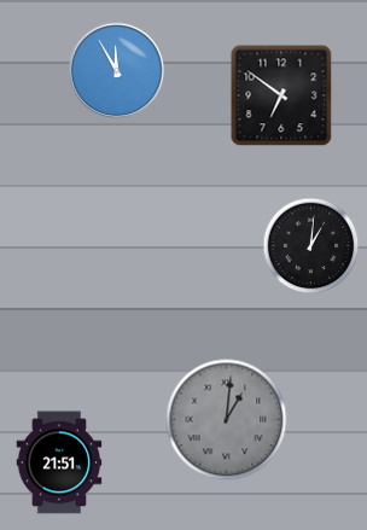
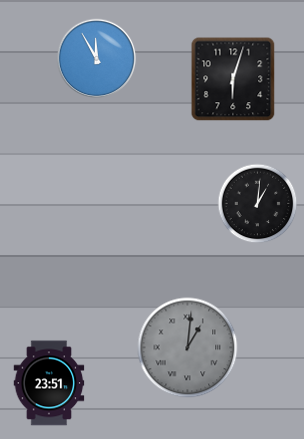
clock at (281, 95): 6:51 -> 6:03
clock at (59, 462): 21:51 -> 23:51
